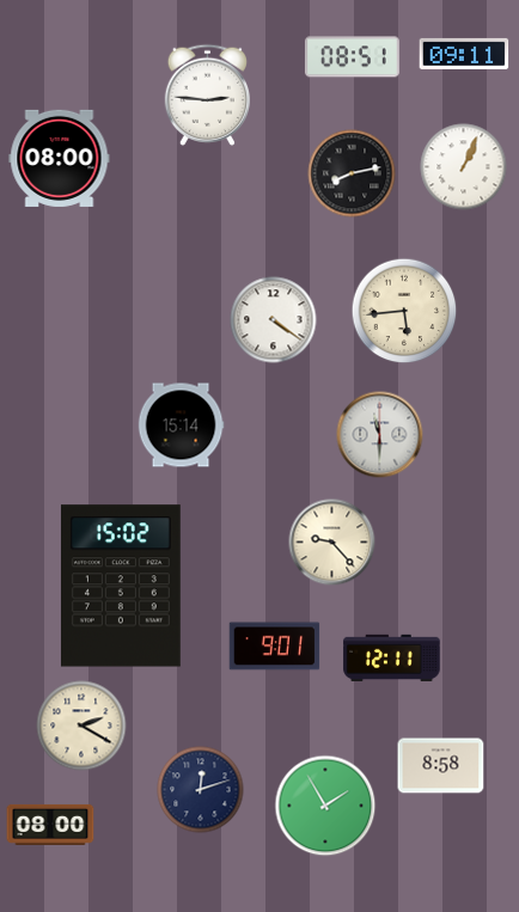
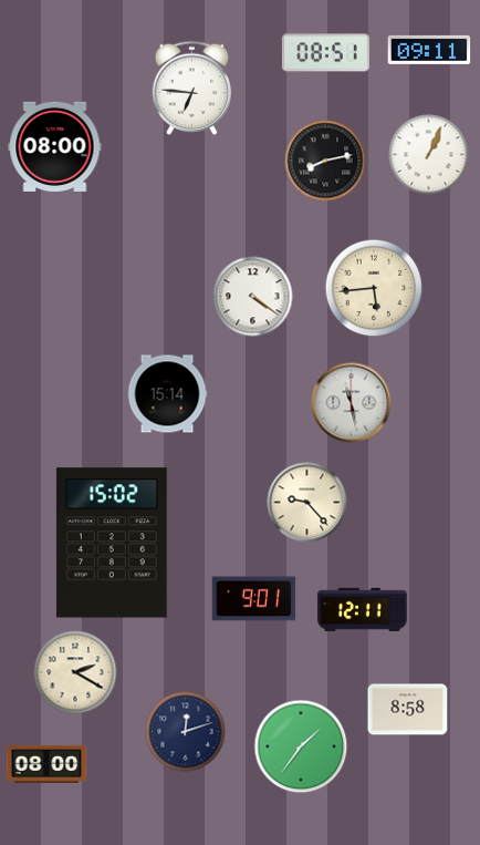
clock at (207, 94): 2:46 -> 6:46
clock at (380, 435): 11:30 -> 11:28
clock at (325, 806): 1:55 -> 1:36
